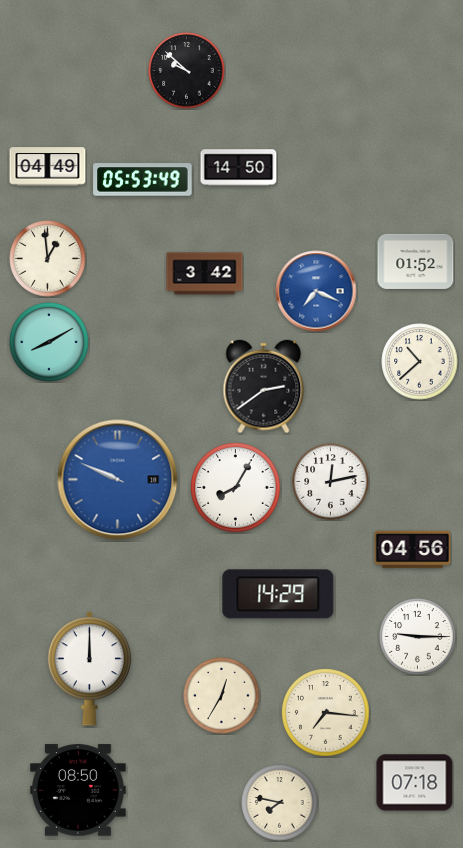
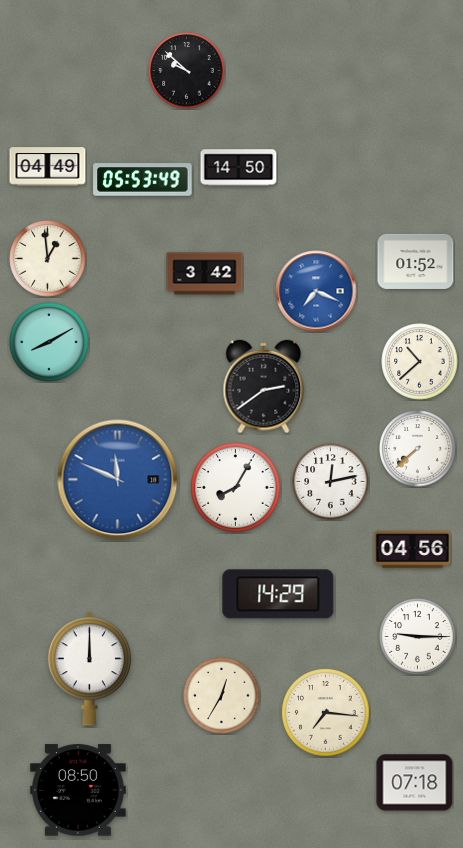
clock at (418, 449): none -> 7:38
clock at (118, 480): 9:49 -> 11:49
clock at (280, 803): 7:47 -> none
